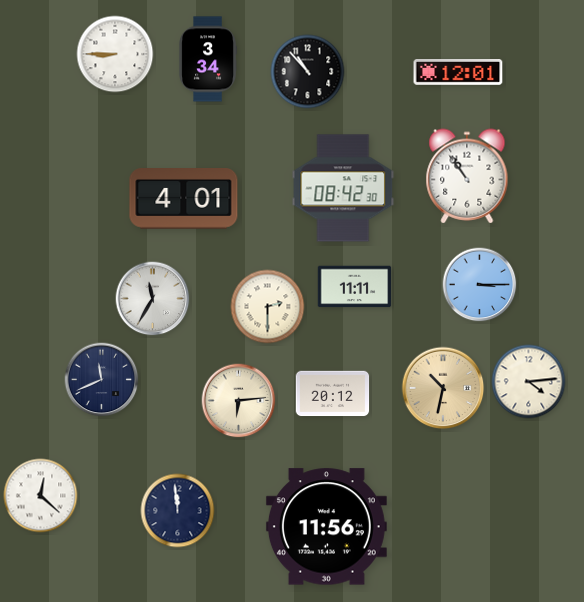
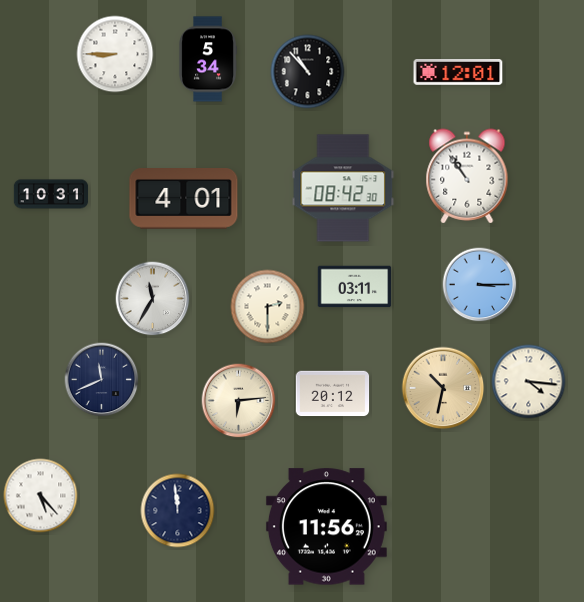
clock at (207, 59): 3:34 -> 5:34
clock at (51, 194): none -> 10:31
clock at (355, 287): 11:11 -> 03:11
clock at (529, 382): 4:14 -> 4:16
clock at (41, 496): 12:22 -> 5:23
